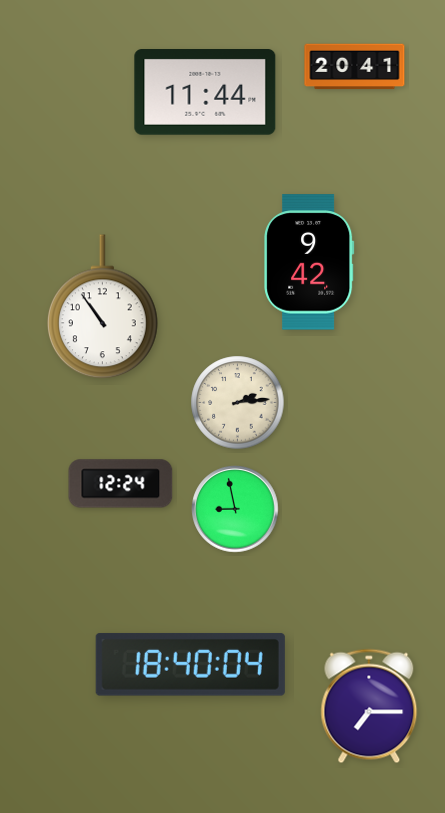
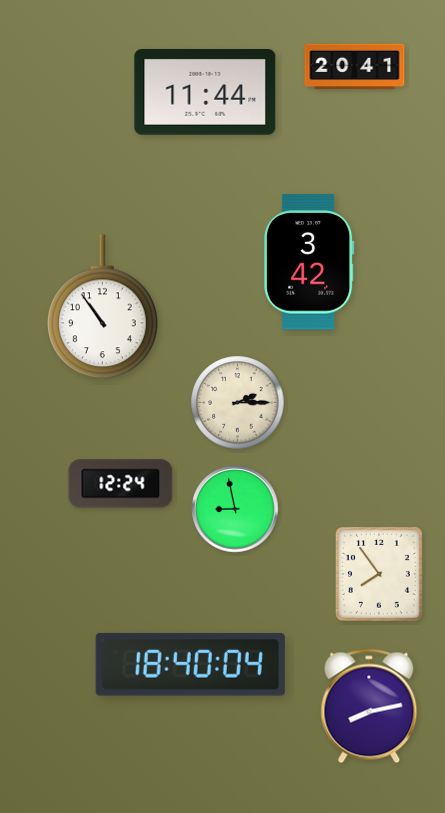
clock at (310, 262): 9:42 -> 3:42
clock at (238, 403): 2:14 -> 2:15
clock at (379, 574): none -> 7:54
clock at (369, 706): 7:15 -> 8:13
